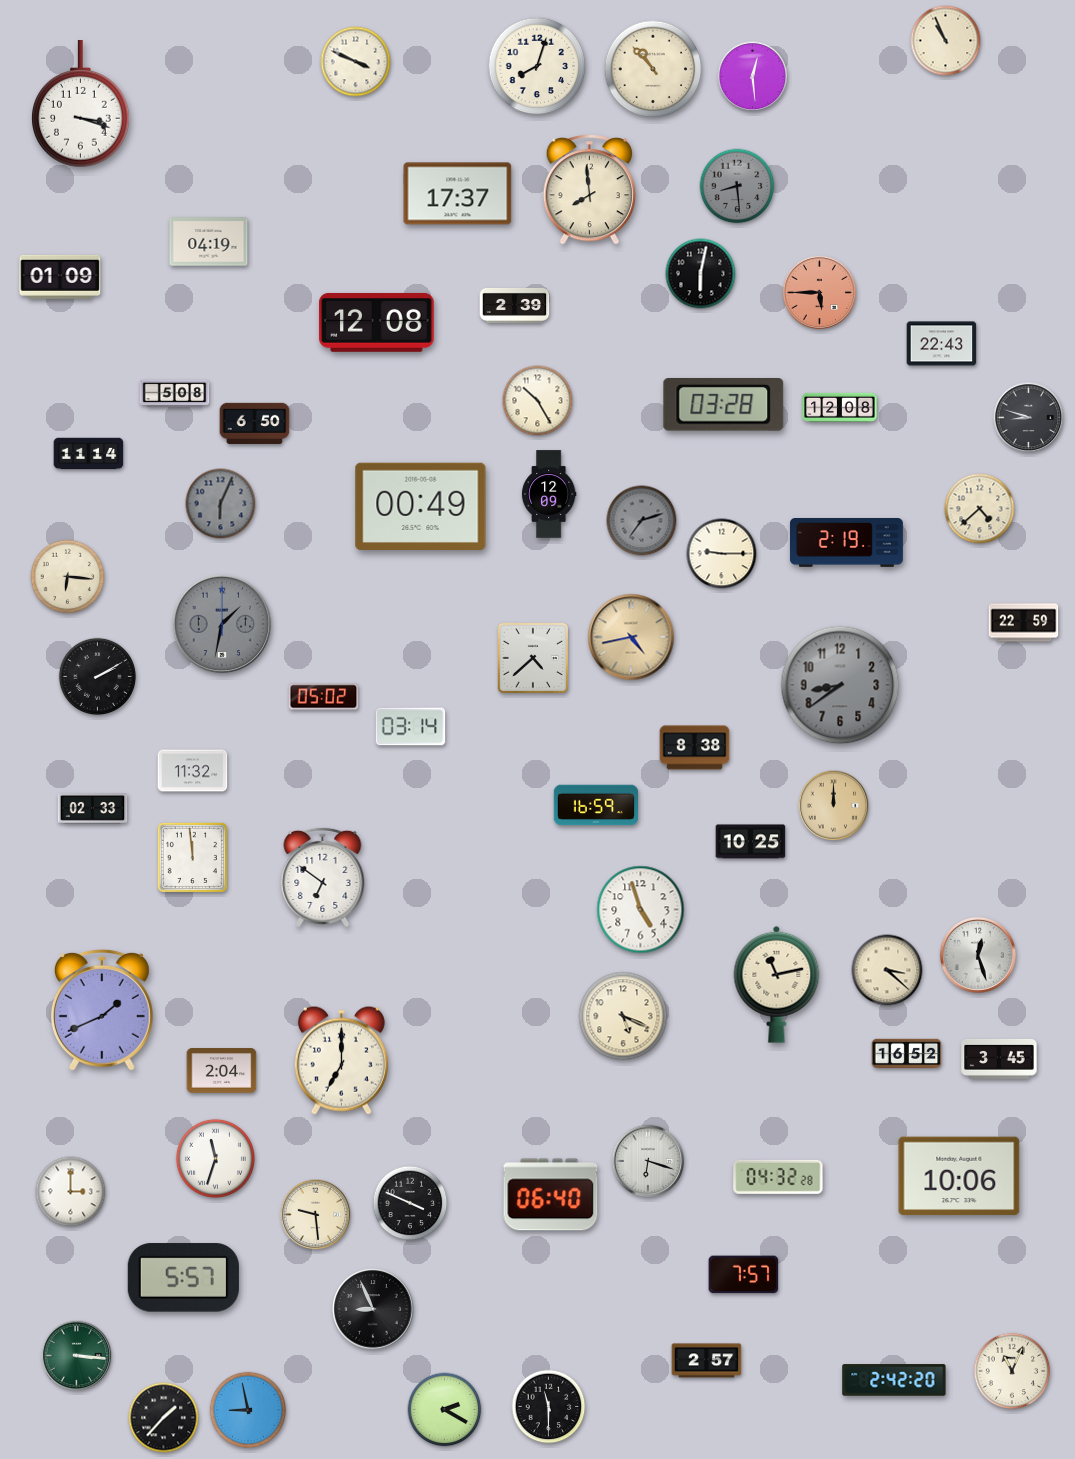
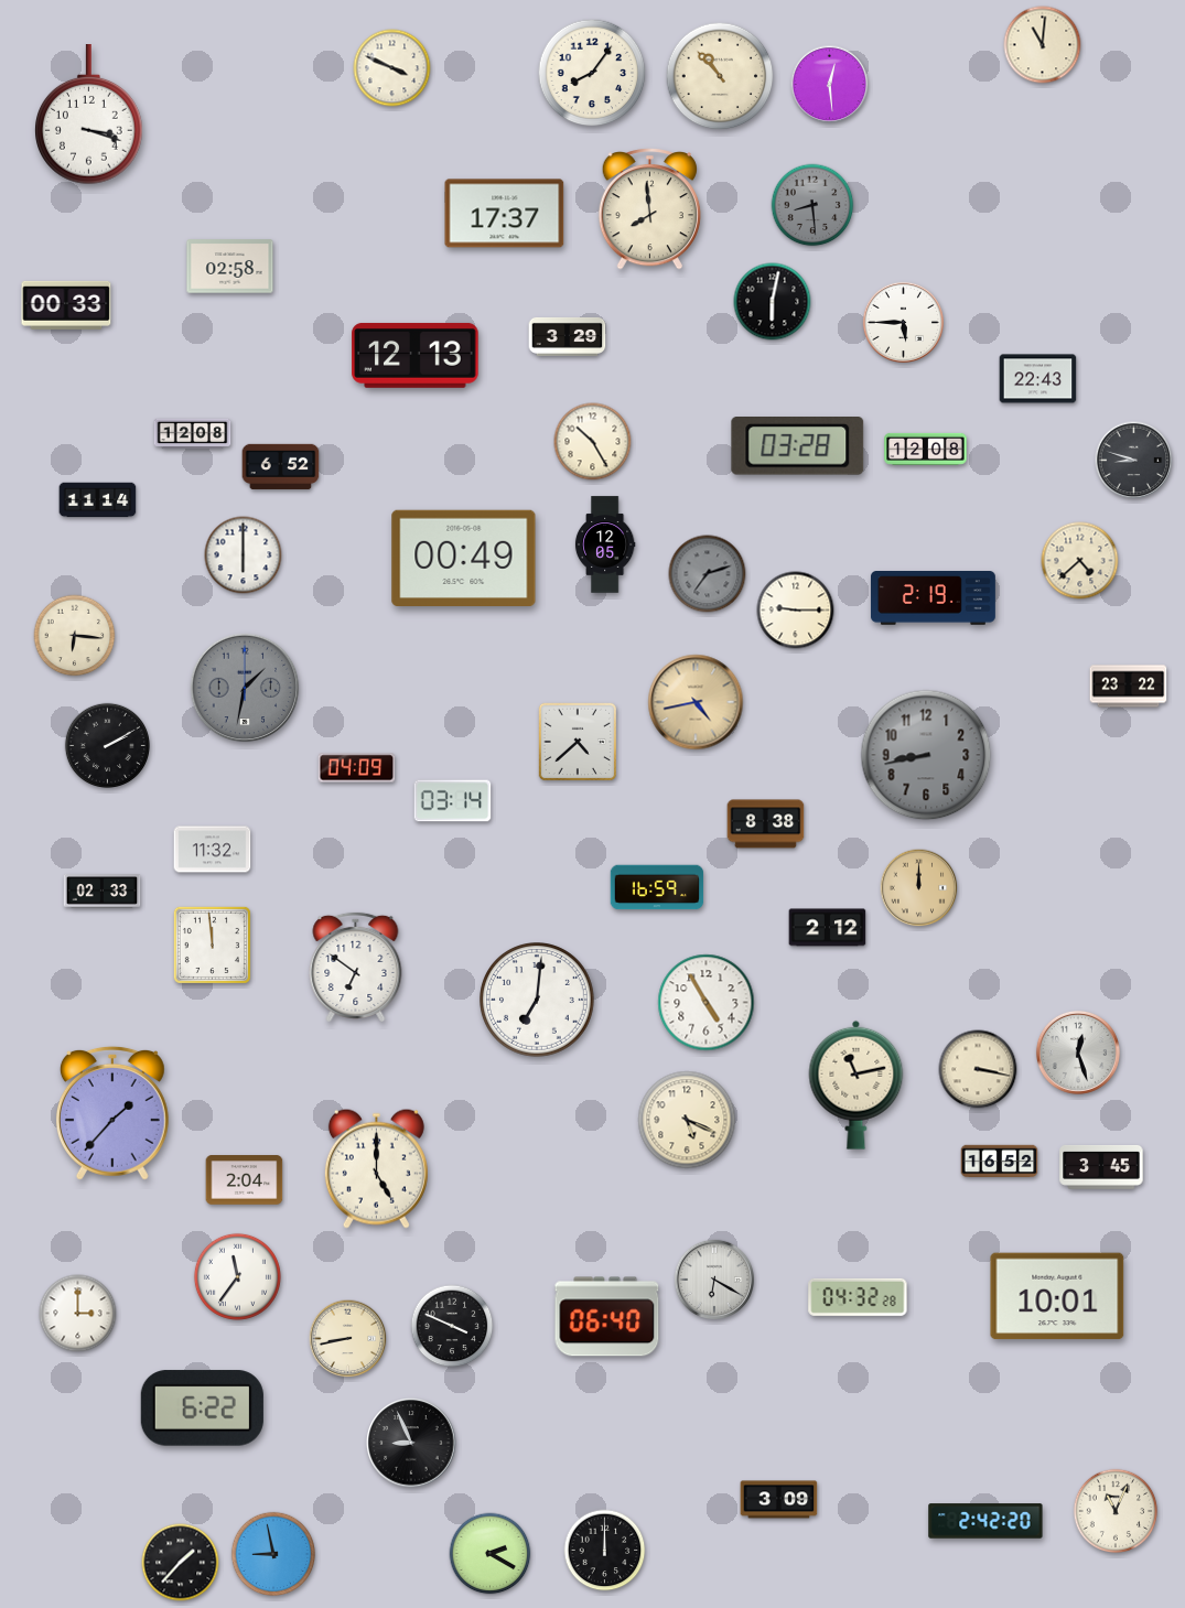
clock at (946, 41): 10:56 -> 11:01
clock at (537, 66): 8:03 -> 8:06
clock at (209, 242): 04:19 -> 02:58
clock at (60, 277): 01:09 -> 00:33
clock at (819, 292) dial: salmon -> white
clock at (515, 305): 2:39 -> 3:29
clock at (377, 322): 12:08 -> 12:13
clock at (175, 394): 5:08 -> 12:08
clock at (255, 423): 6:50 -> 6:52
clock at (549, 494): 12:09 -> 12:05
clock at (221, 504): 6:04 -> 6:00
clock at (221, 504) dial: grey -> white
clock at (1024, 623): 22:59 -> 23:22
clock at (532, 657) position: (532, 657) -> (577, 741)
clock at (840, 685): 8:39 -> 8:43
clock at (324, 697): 05:02 -> 04:09
clock at (751, 842): 10:25 -> 2:12
clock at (538, 1001): none -> 7:01
clock at (641, 910): 4:57 -> 4:55
clock at (887, 970): 3:22 -> 3:17
clock at (102, 1010): 1:41 -> 1:37
clock at (341, 1060): 7:00 -> 5:00
clock at (215, 1158): 11:33 -> 11:36
clock at (647, 1160): 6:18 -> 6:20
clock at (959, 1176): 10:06 -> 10:01
clock at (316, 1215): 9:29 -> 8:43
clock at (744, 1275): 7:57 -> none
clock at (183, 1278): 5:57 -> 6:22
clock at (77, 1356): 3:16 -> none
clock at (707, 1361): 2:57 -> 3:09
clock at (549, 1407): 11:30 -> 12:00
